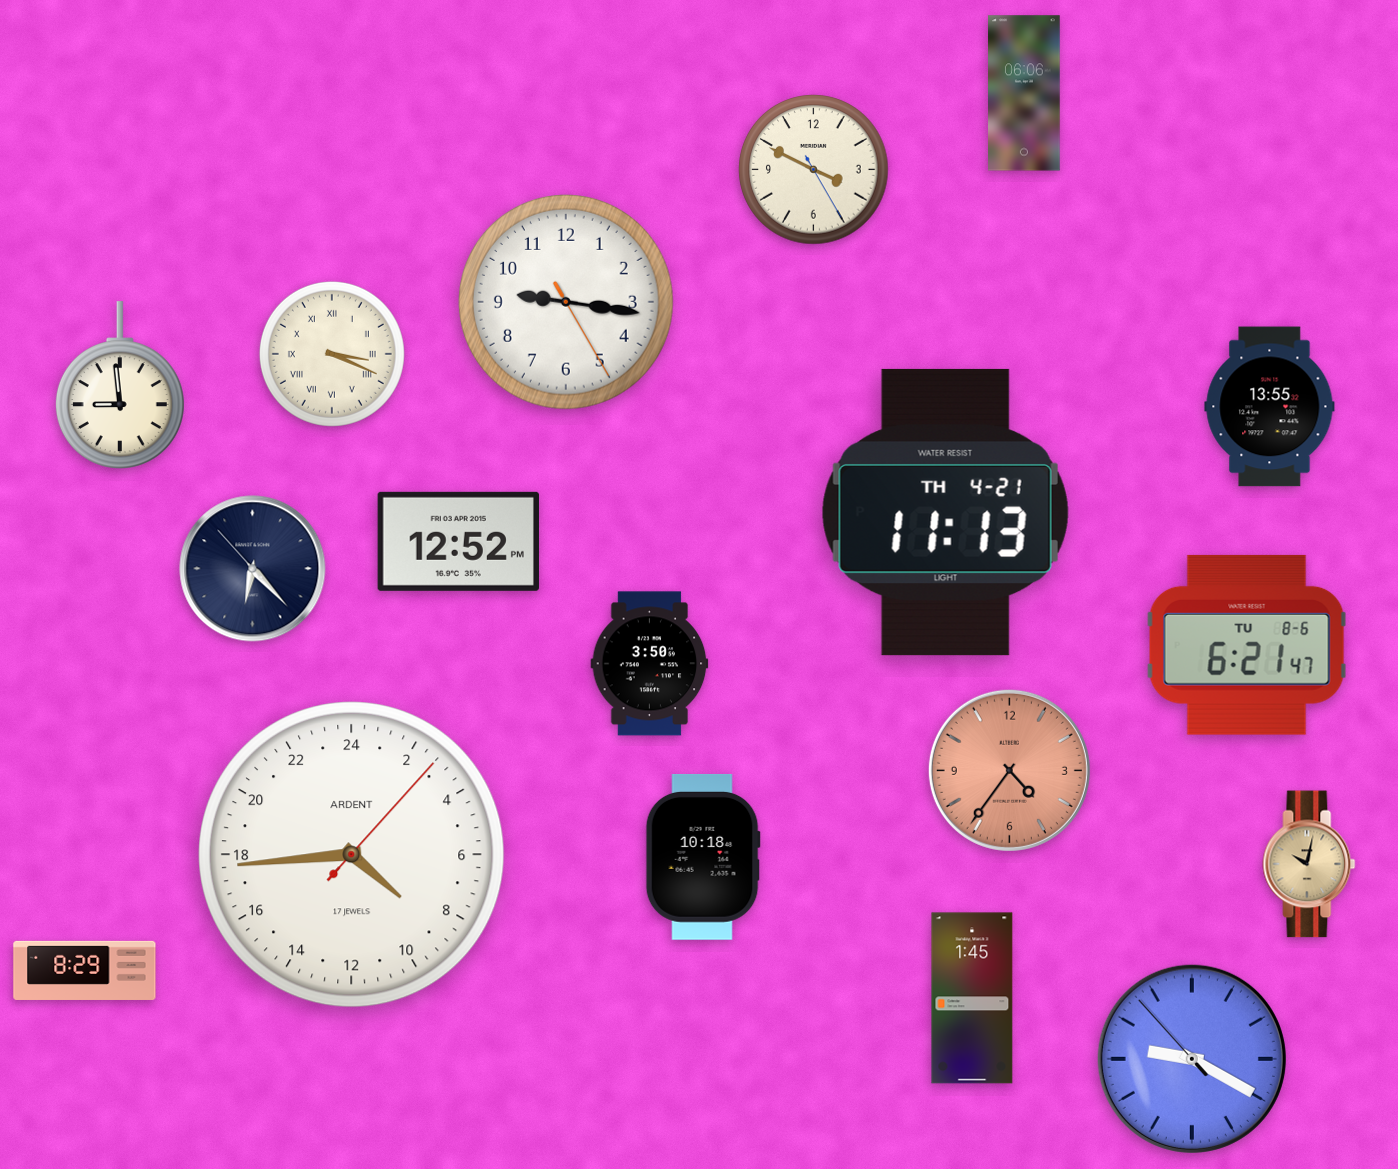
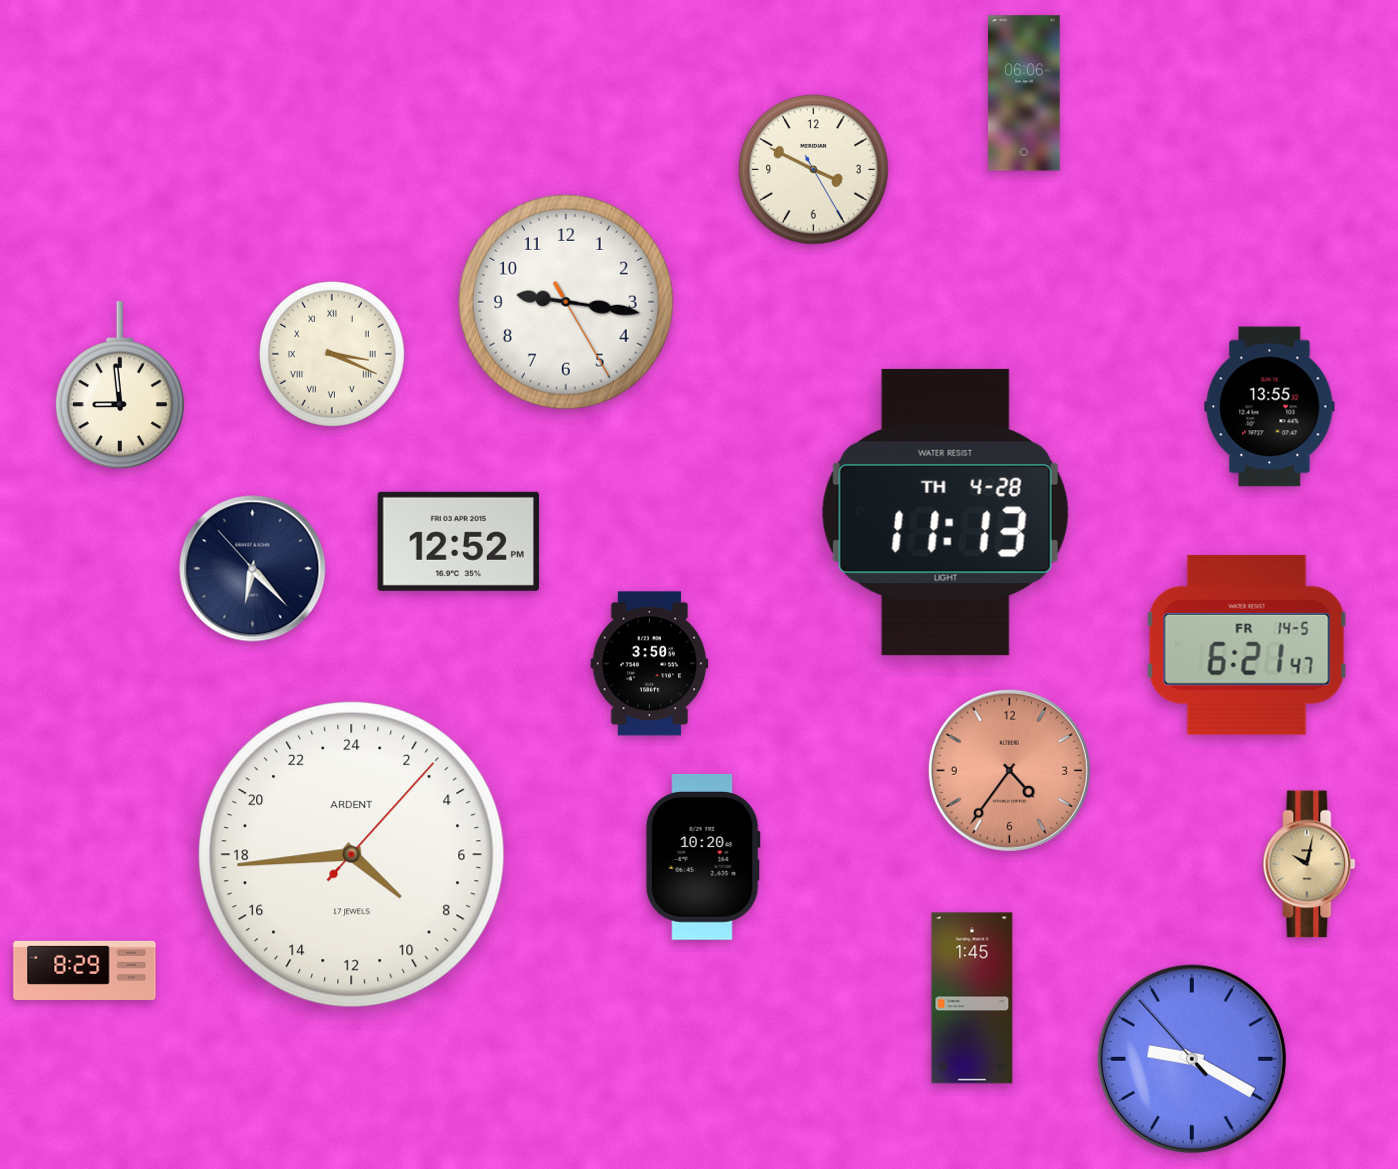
clock at (945, 512) date: TH 4-21 -> TH 4-28
clock at (1247, 645) date: TU 8-6 -> FR 14-5
clock at (703, 857): 10:18 -> 10:20
